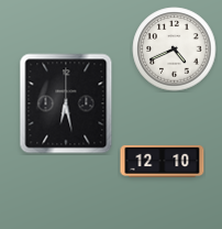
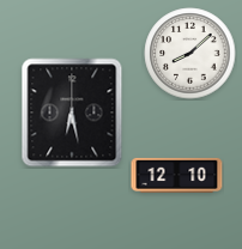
clock at (175, 50): 4:41 -> 8:08
